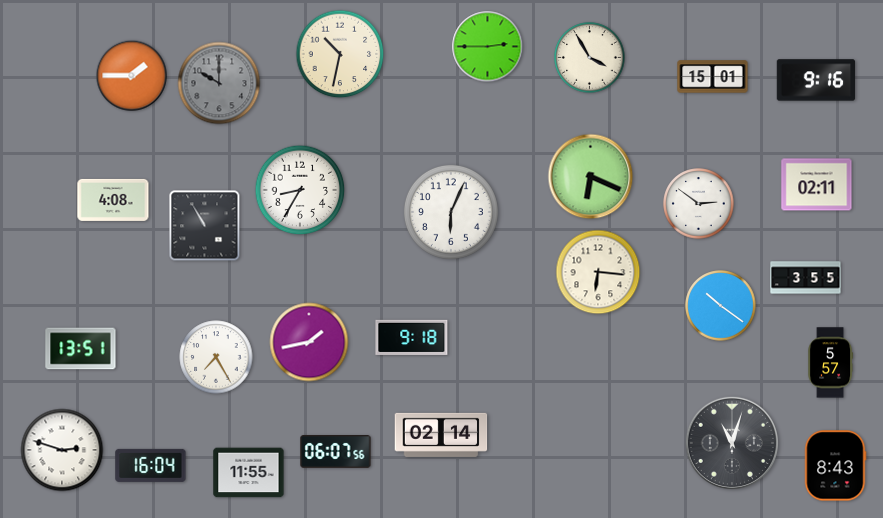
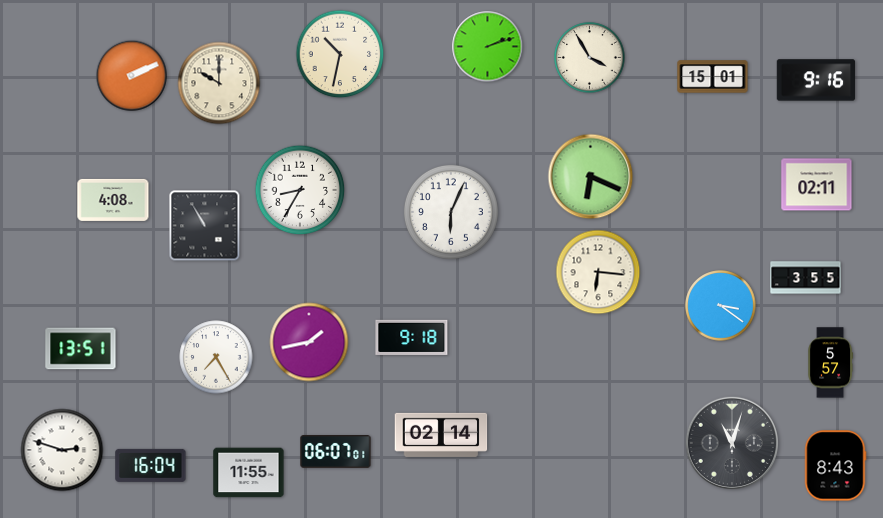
clock at (488, 47): 2:45 -> 2:12
clock at (132, 76): 1:45 -> 2:11
clock at (219, 83) dial: grey -> cream
clock at (699, 204): 2:51 -> none
clock at (721, 306): 10:21 -> 3:21
clock at (336, 452): 06:07:56 -> 06:07:01
